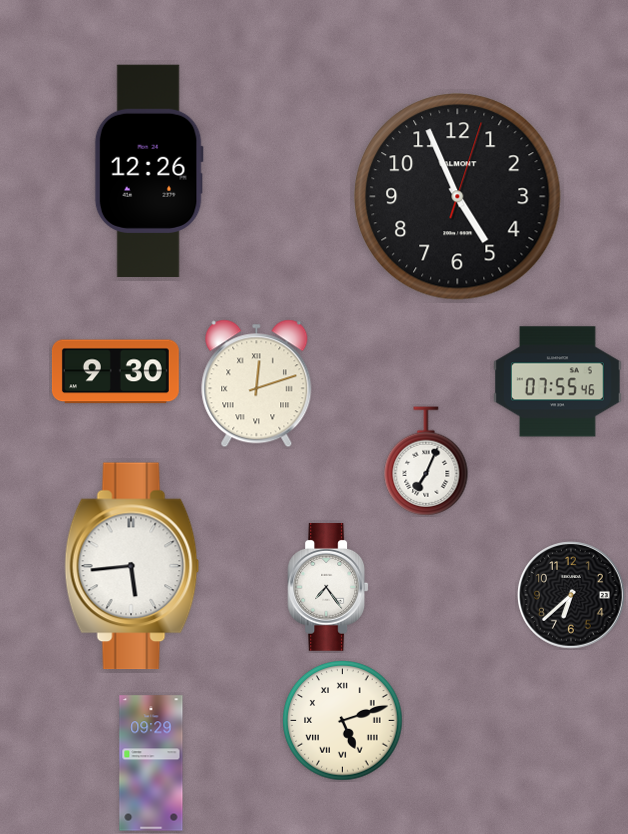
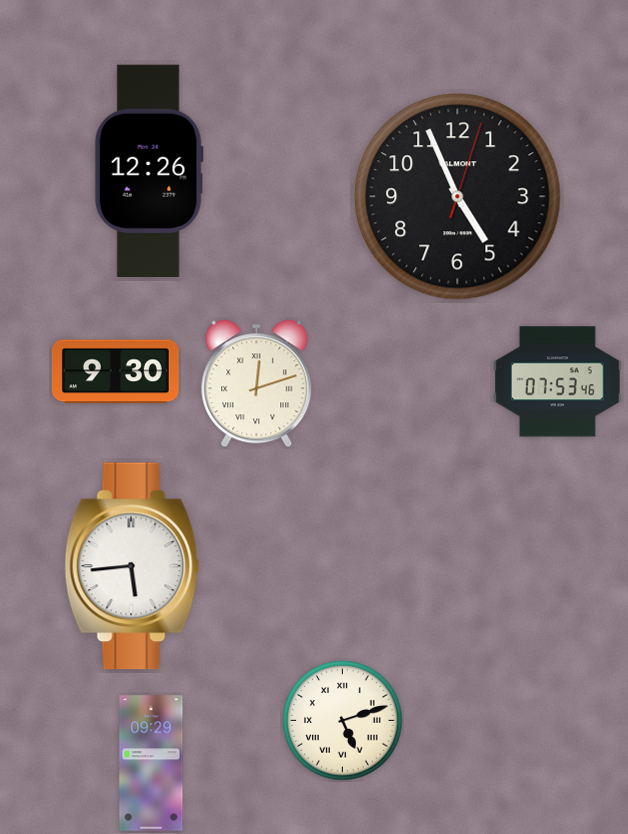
clock at (558, 382): 07:55 -> 07:53
clock at (426, 461): 7:04 -> none
clock at (328, 588): 7:24 -> none
clock at (571, 595): 6:38 -> none
